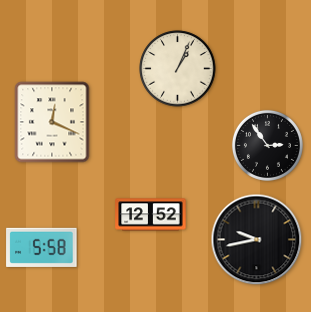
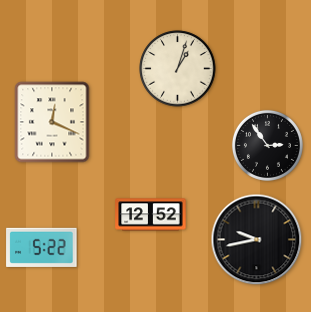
clock at (178, 69): 1:04 -> 1:03
clock at (42, 247): 5:58 -> 5:22
